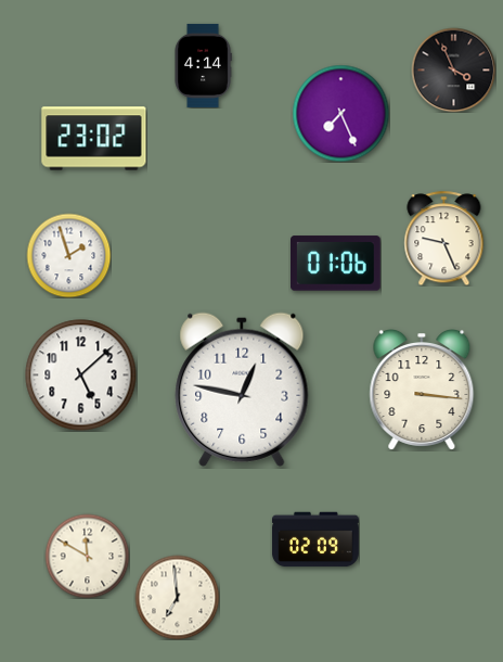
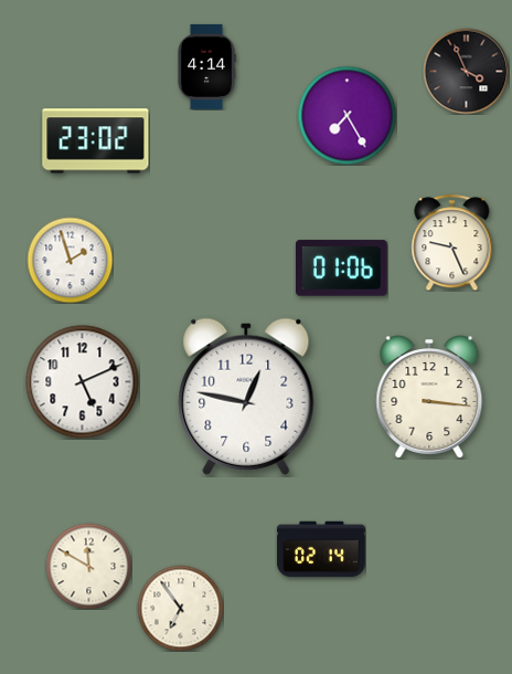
clock at (453, 69) position: (453, 69) -> (466, 71)
clock at (340, 113): 7:26 -> 7:25
clock at (81, 375): 5:08 -> 5:11
clock at (315, 539): 02:09 -> 02:14
clock at (177, 597): 6:59 -> 6:54
